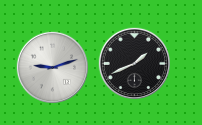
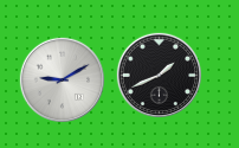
clock at (52, 67): 9:12 -> 9:10
